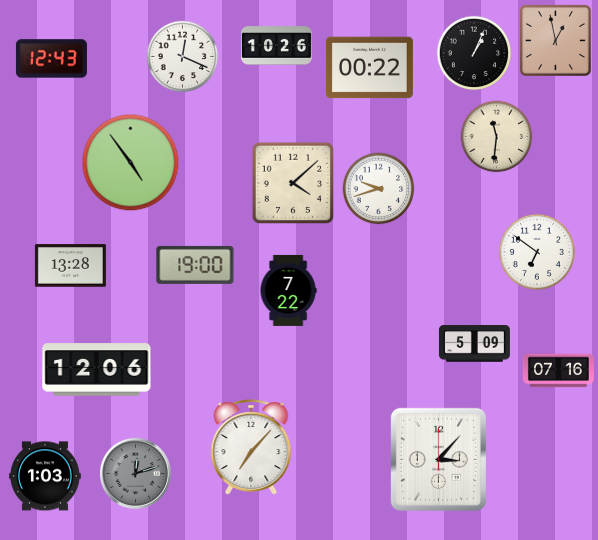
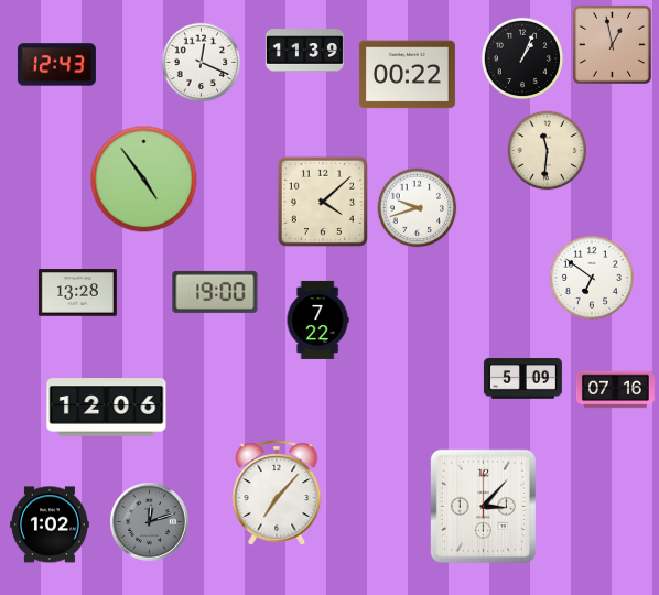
clock at (276, 46): 10:26 -> 11:39
clock at (558, 371) position: (558, 371) -> (615, 390)
clock at (46, 476): 1:03 -> 1:02
